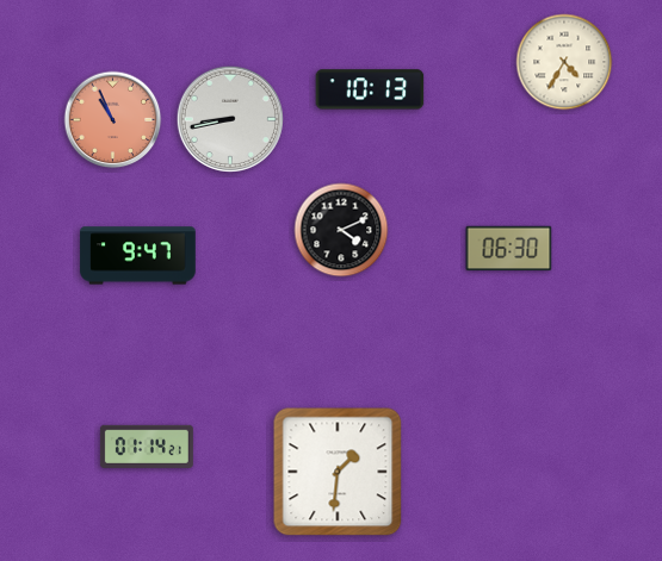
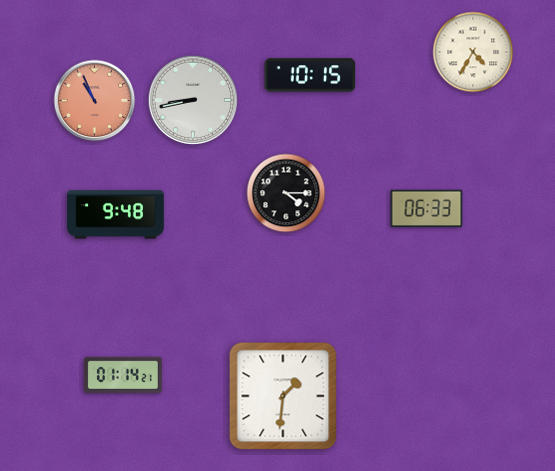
clock at (370, 89): 10:13 -> 10:15
clock at (341, 230): 4:11 -> 4:15
clock at (509, 249): 06:30 -> 06:33
clock at (138, 256): 9:47 -> 9:48
